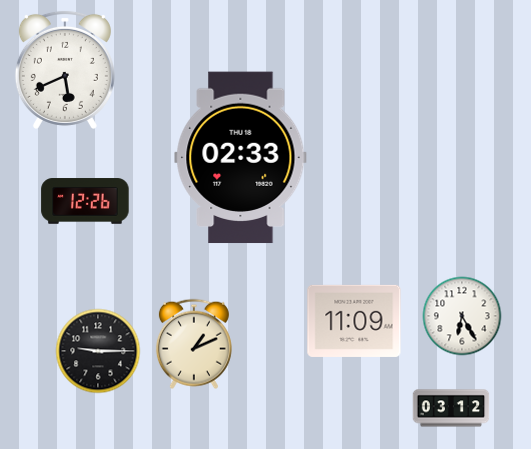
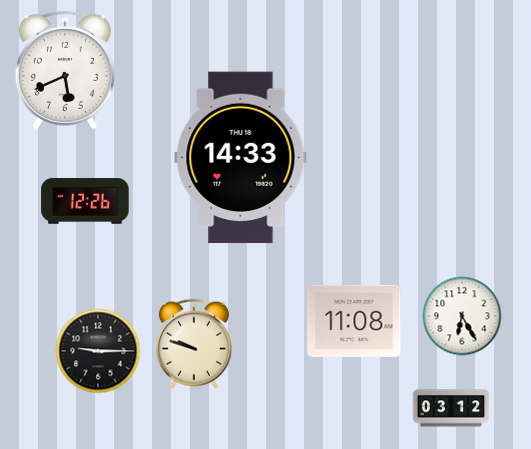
clock at (241, 158): 02:33 -> 14:33
clock at (354, 321): 11:09 -> 11:08
clock at (194, 344): 1:11 -> 9:48
